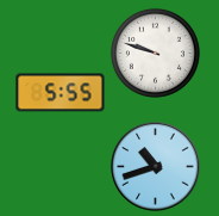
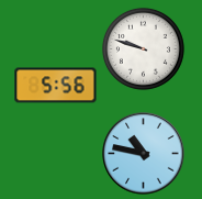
clock at (61, 93): 5:55 -> 5:56
clock at (156, 167): 10:42 -> 10:47
